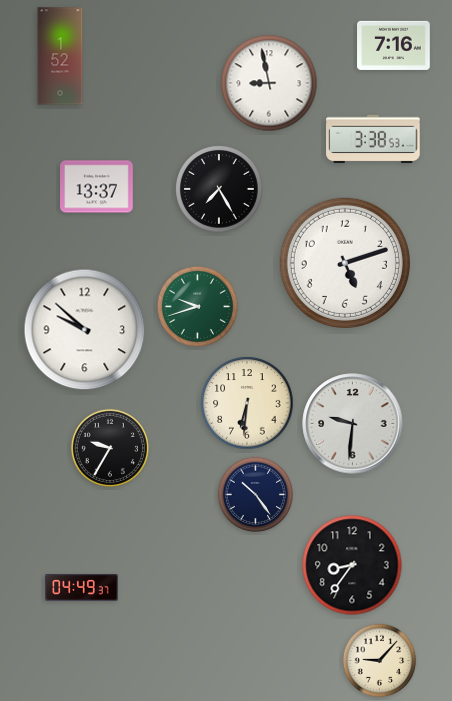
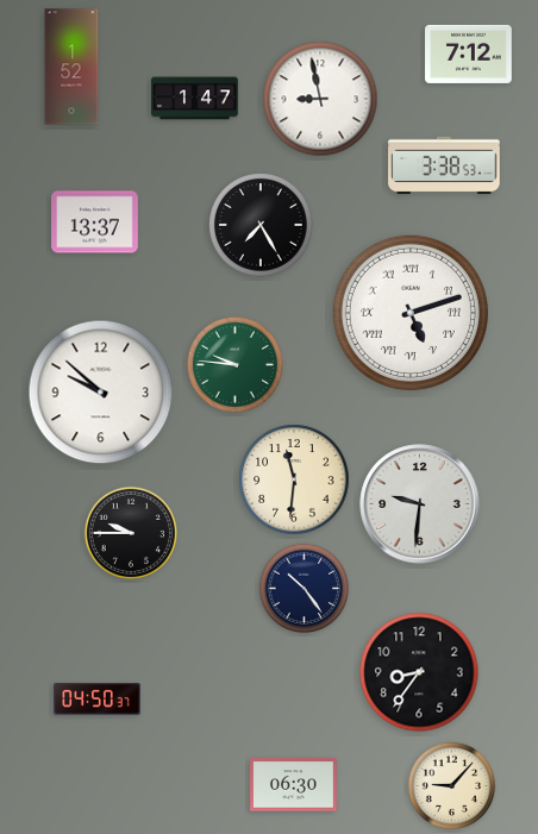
clock at (394, 45): 7:16 -> 7:12
clock at (195, 99): none -> 1:47
clock at (97, 187) position: (97, 187) -> (95, 222)
clock at (345, 263) numerals: Arabic -> Roman
clock at (197, 306): 9:42 -> 9:46
clock at (247, 403): 6:31 -> 11:31
clock at (110, 448): 9:35 -> 9:45
clock at (82, 588): 04:49 -> 04:50
clock at (294, 785): none -> 06:30
